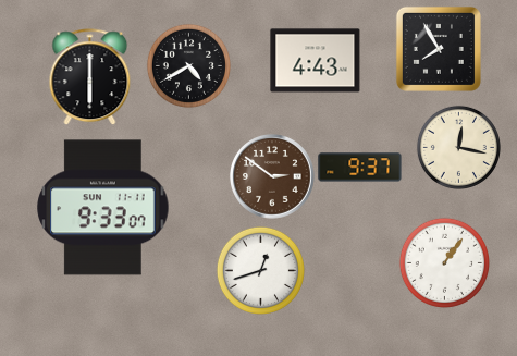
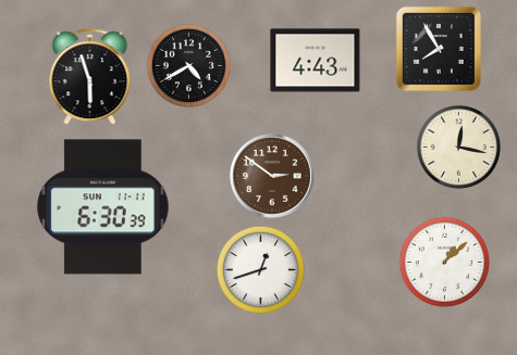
clock at (90, 77): 6:00 -> 5:57
clock at (360, 168): 9:37 -> none
clock at (103, 208): 9:33 -> 6:30
clock at (444, 262): 1:06 -> 1:08
